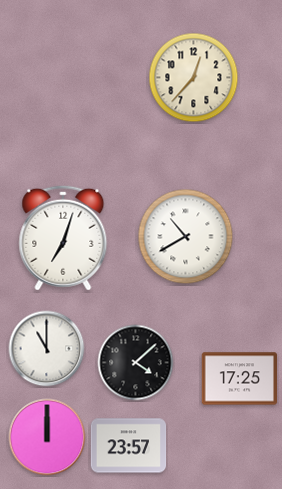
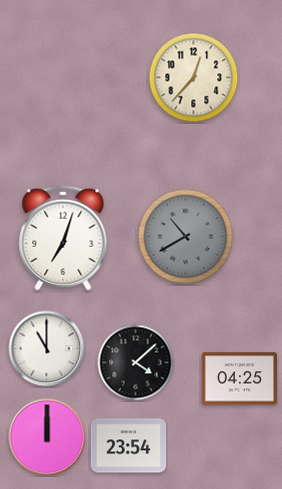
clock at (186, 237) dial: white -> grey
clock at (240, 379): 17:25 -> 04:25
clock at (129, 446): 23:57 -> 23:54
